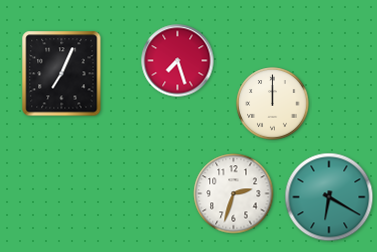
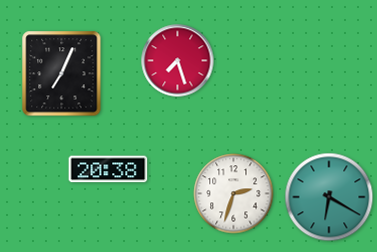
clock at (273, 104): 12:00 -> none
clock at (108, 169): none -> 20:38
